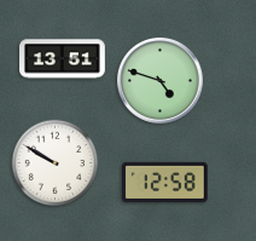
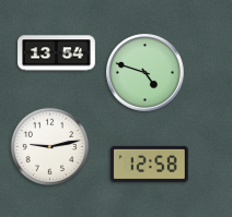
clock at (63, 59): 13:51 -> 13:54
clock at (56, 163): 9:50 -> 9:13
